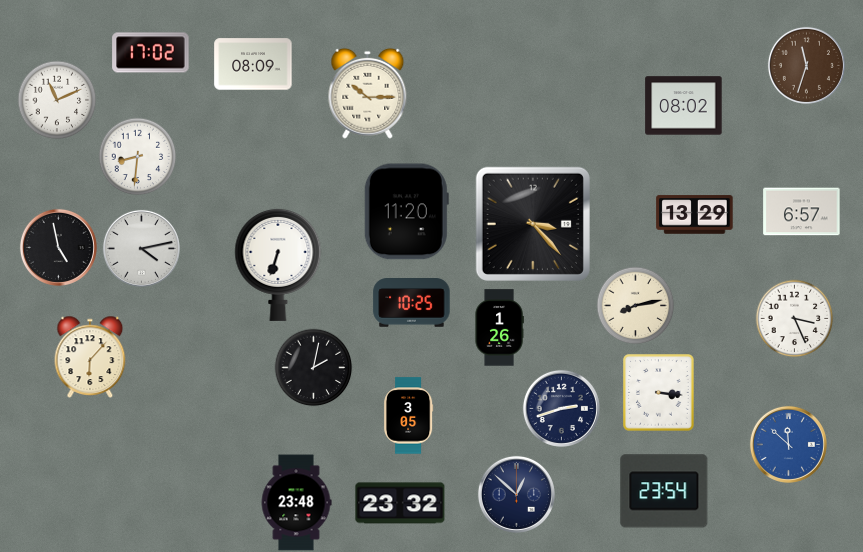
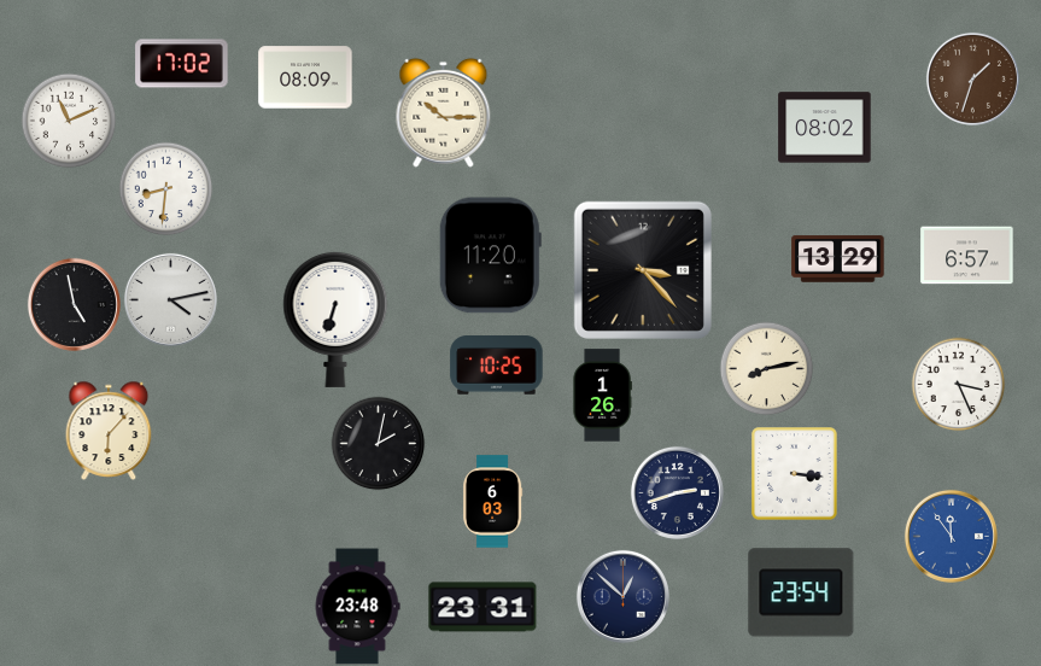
clock at (806, 65): 11:33 -> 1:33
clock at (58, 247) position: (58, 247) -> (74, 304)
clock at (408, 416): 3:05 -> 6:03
clock at (788, 444): 11:52 -> 11:54
clock at (400, 503): 23:32 -> 23:31
